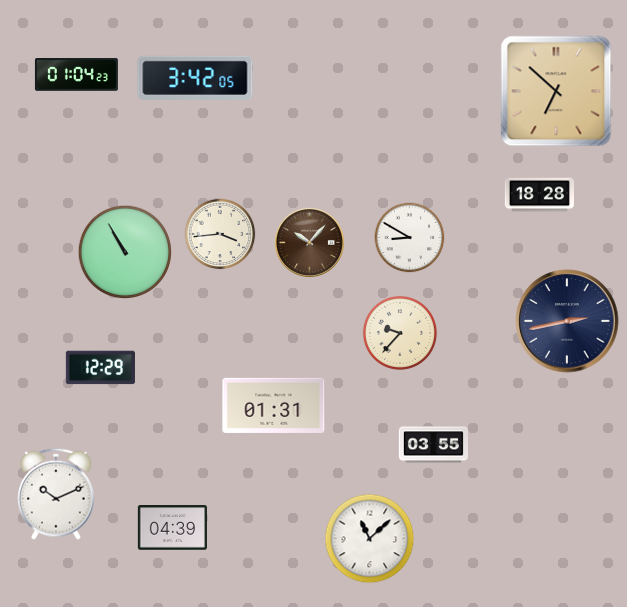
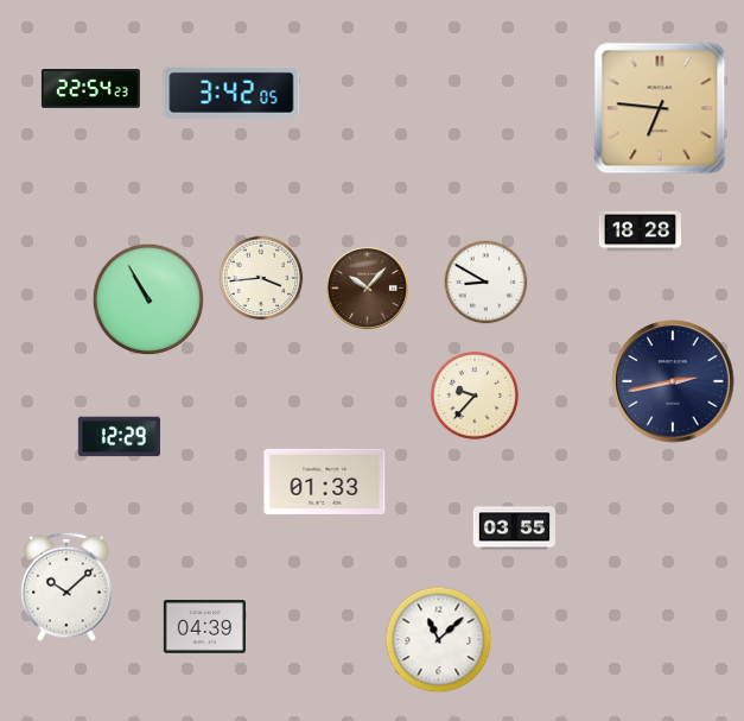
clock at (76, 75): 01:04 -> 22:54
clock at (556, 91): 6:52 -> 6:46
clock at (274, 405): 01:31 -> 01:33
clock at (56, 494): 10:11 -> 10:08
